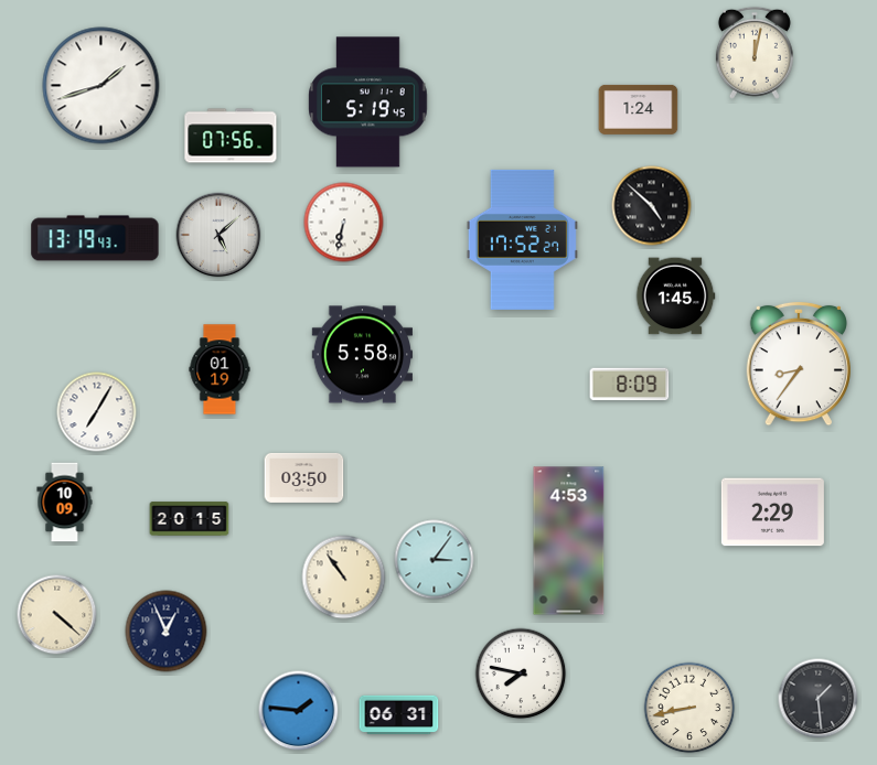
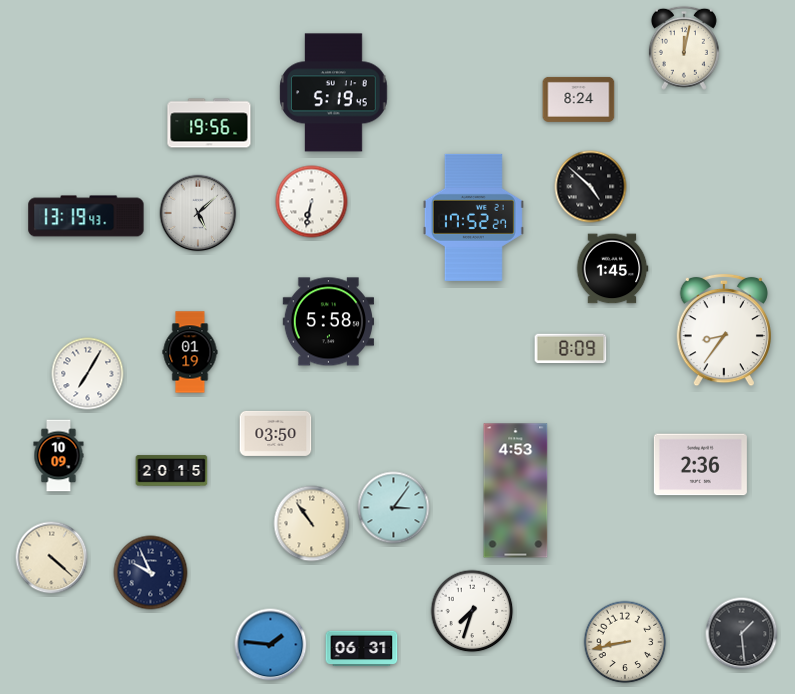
clock at (101, 86): 1:42 -> none
clock at (639, 109): 1:24 -> 8:24
clock at (231, 136): 07:56 -> 19:56
clock at (220, 369) position: (220, 369) -> (190, 352)
clock at (772, 513): 2:29 -> 2:36
clock at (167, 632): 12:56 -> 9:56
clock at (521, 674): 7:47 -> 7:33
